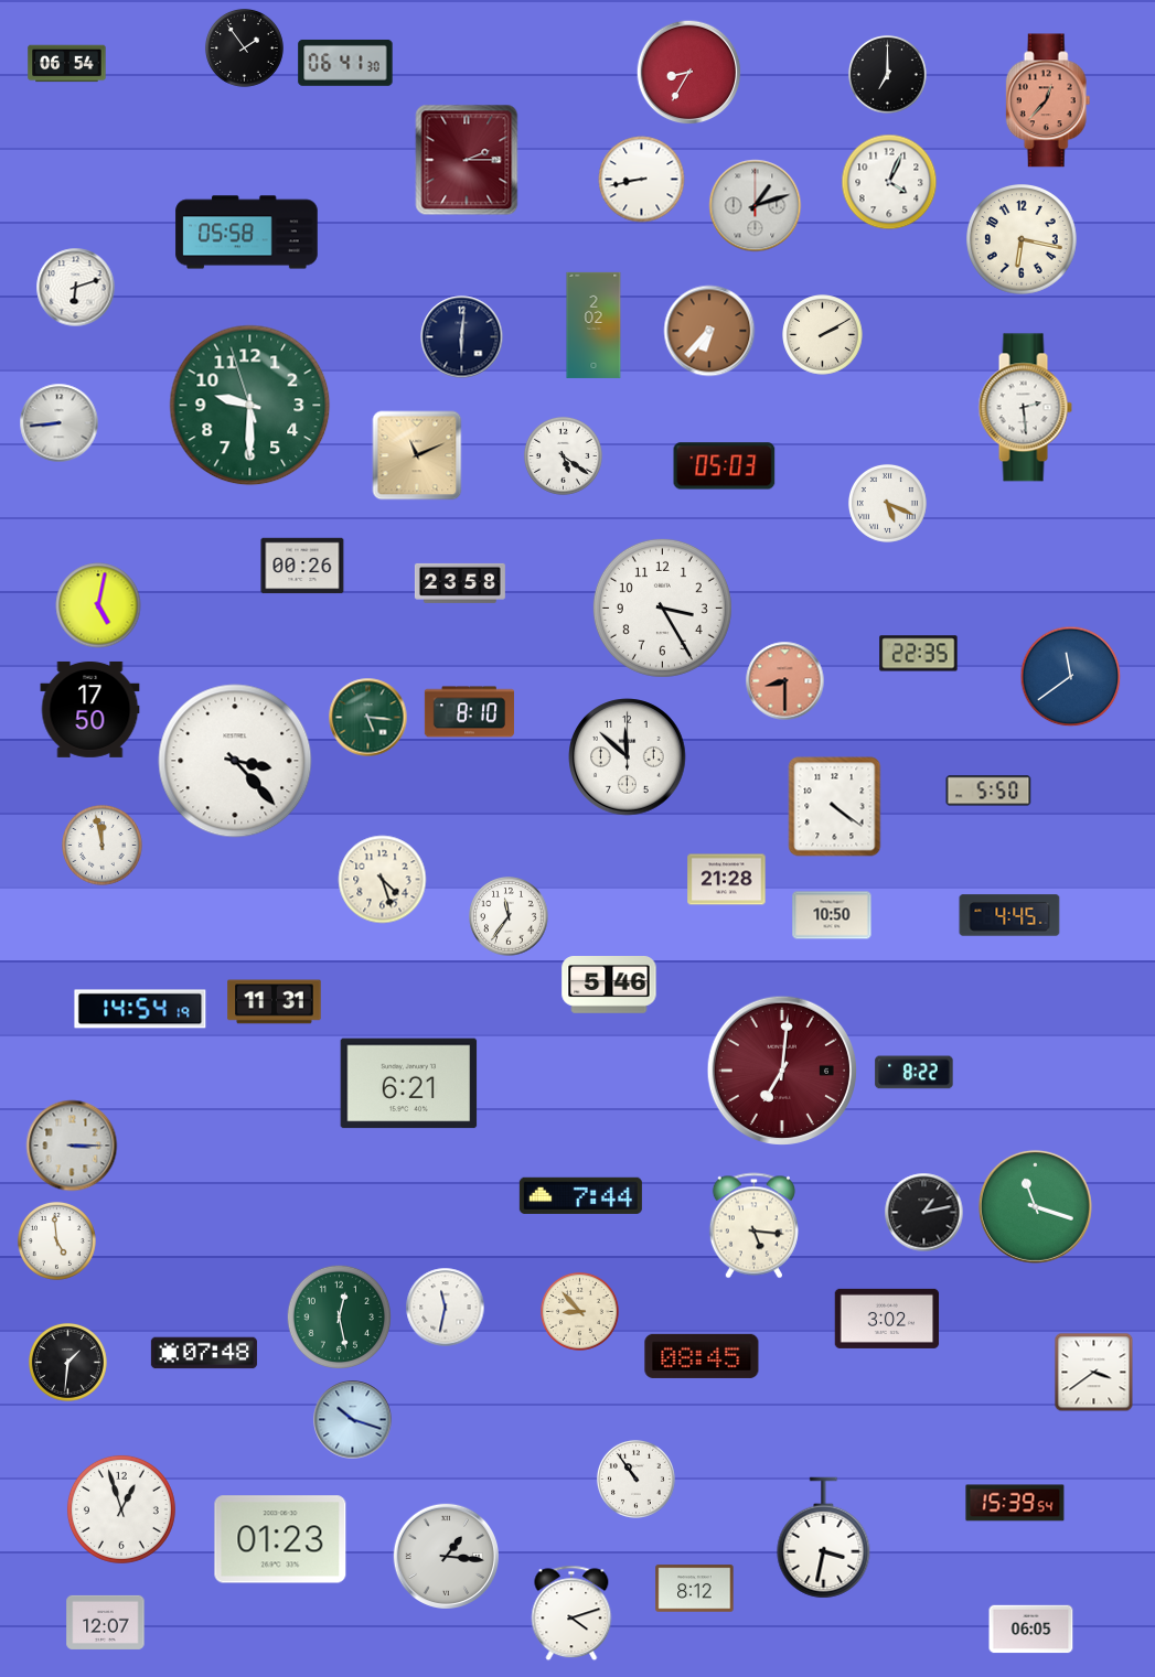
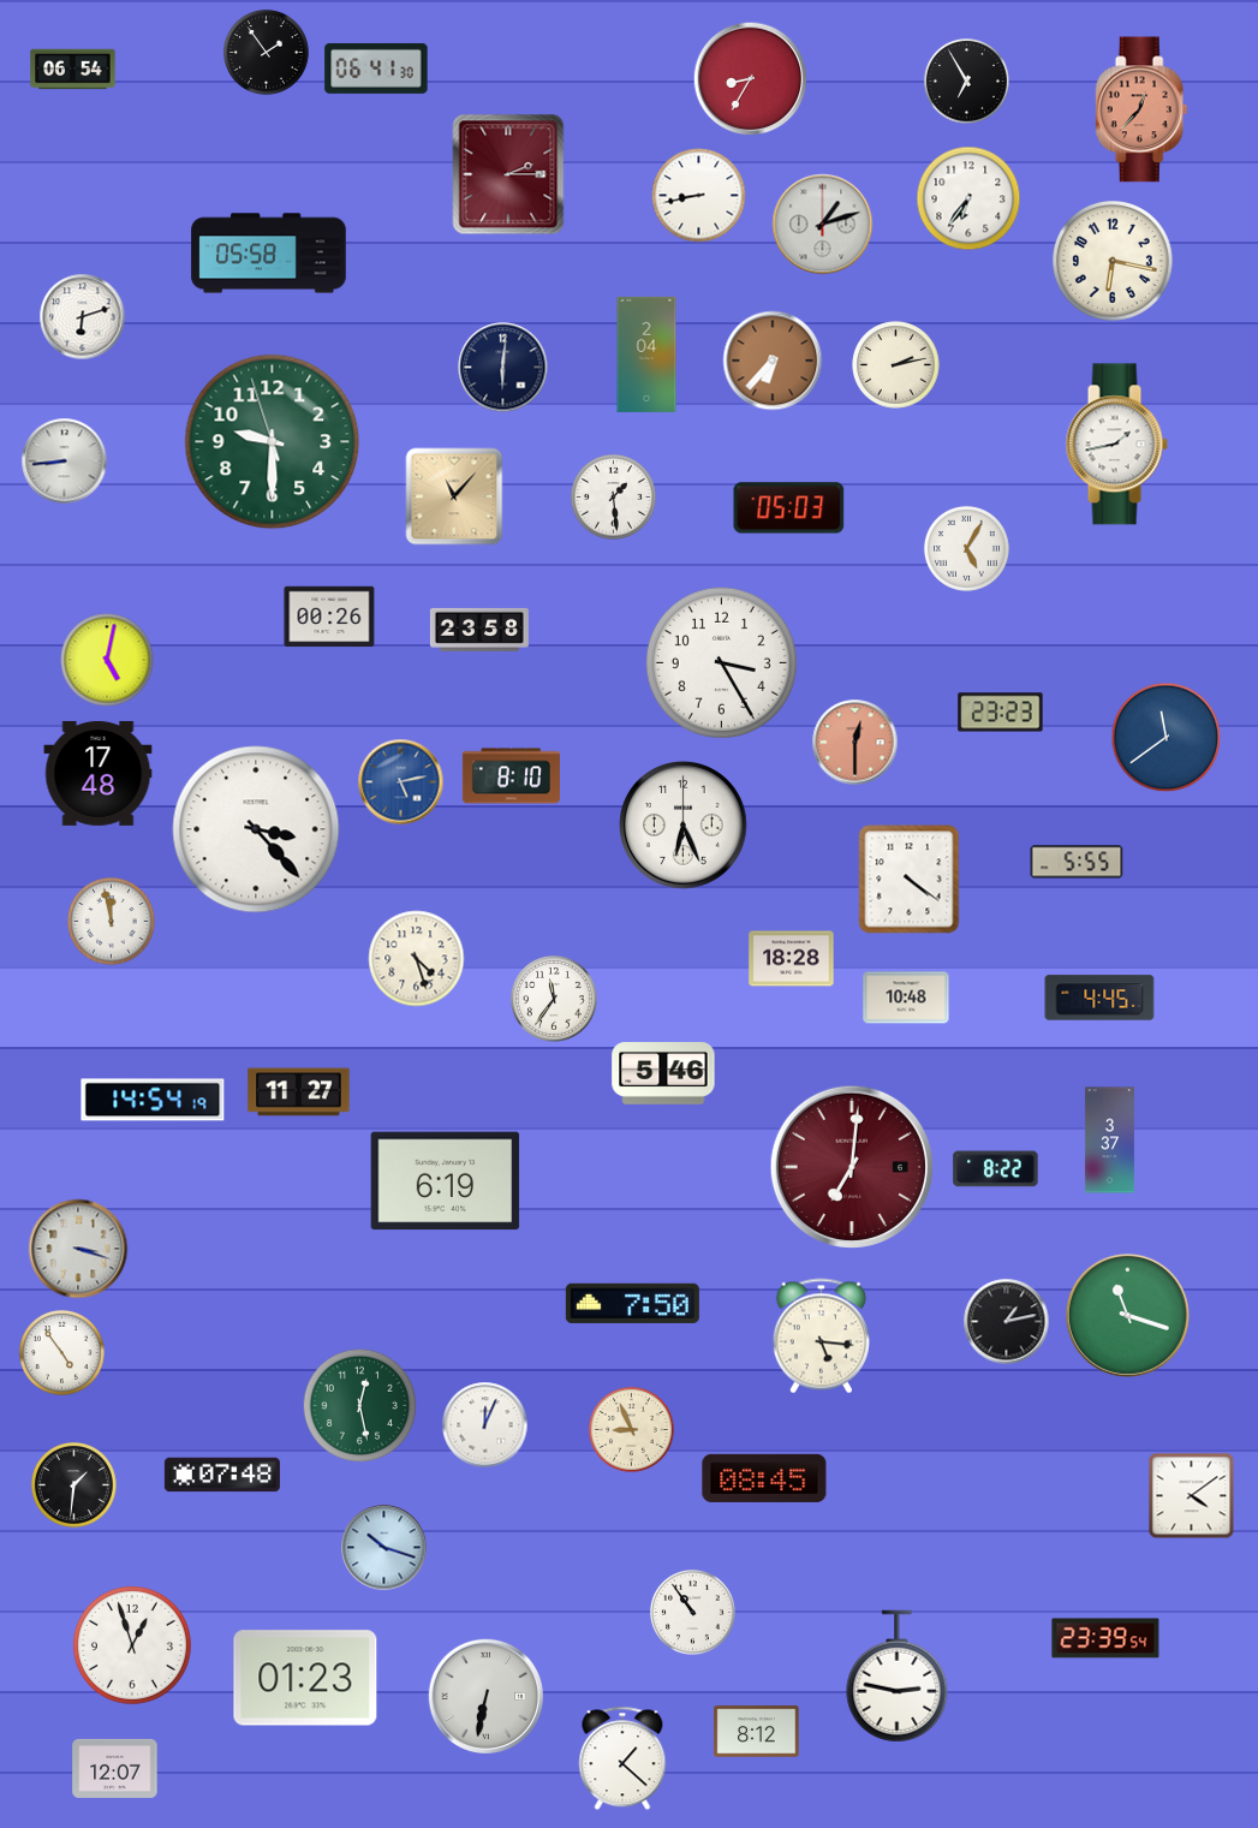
clock at (887, 74): 7:00 -> 6:55
clock at (889, 182): 4:04 -> 6:36
clock at (76, 288) position: (76, 288) -> (83, 317)
clock at (593, 325): 2:02 -> 2:04
clock at (823, 335): 2:10 -> 2:13
clock at (1025, 408): 2:29 -> 1:43
clock at (417, 455): 11:11 -> 11:07
clock at (563, 455): 5:21 -> 1:29
clock at (887, 503): 5:19 -> 5:05
clock at (460, 583) position: (460, 583) -> (479, 630)
clock at (919, 654): 22:35 -> 23:23
clock at (785, 681): 8:30 -> 12:30
clock at (90, 709): 17:50 -> 17:48
clock at (368, 718): 5:16 -> 5:13
clock at (368, 718) dial: green -> blue
clock at (628, 757): 11:52 -> 6:26
clock at (988, 791): 5:50 -> 5:55
clock at (727, 880): 21:28 -> 18:28
clock at (832, 915): 10:50 -> 10:48
clock at (275, 1002): 11:31 -> 11:27
clock at (1109, 1141): none -> 3:37
clock at (409, 1084): 6:21 -> 6:19
clock at (72, 1146): 3:15 -> 3:18
clock at (580, 1195): 7:44 -> 7:50
clock at (56, 1240): 4:59 -> 4:54
clock at (446, 1308): 11:32 -> 12:04
clock at (579, 1311): 8:53 -> 8:56
clock at (340, 1318) position: (340, 1318) -> (360, 1406)
clock at (887, 1319): 3:02 -> none
clock at (1094, 1373): 3:39 -> 4:09
clock at (1015, 1503): 15:39 -> 23:39
clock at (824, 1538): 3:32 -> 2:47
clock at (447, 1557): 1:16 -> 6:32
clock at (571, 1613): 4:12 -> 1:22
clock at (1031, 1630): 06:05 -> none
